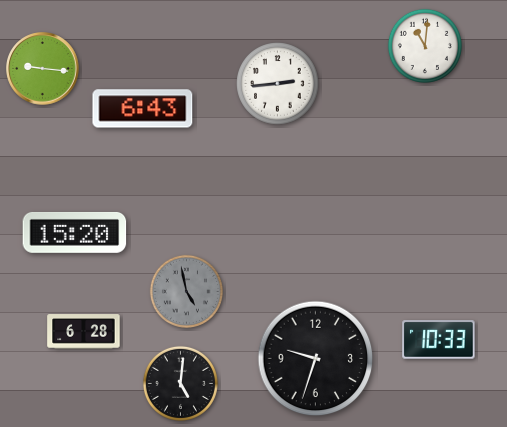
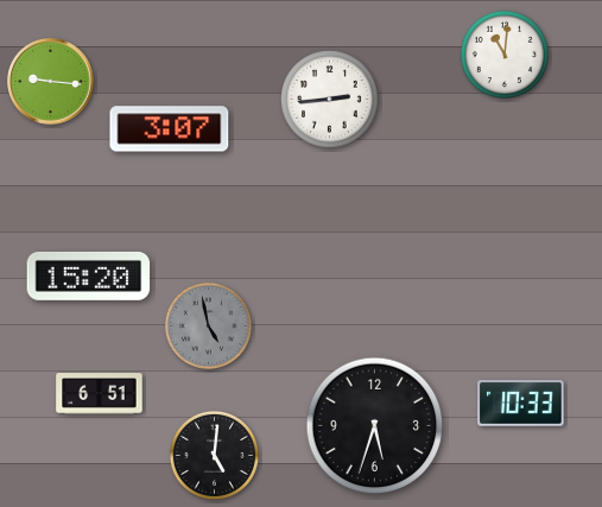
clock at (143, 109): 6:43 -> 3:07
clock at (186, 291) position: (186, 291) -> (208, 325)
clock at (84, 332): 6:28 -> 6:51
clock at (316, 359): 9:33 -> 5:33
